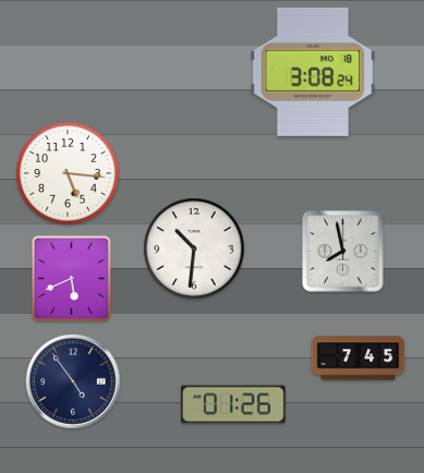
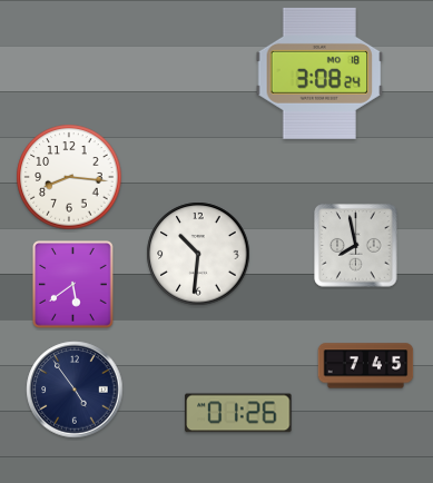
clock at (68, 173): 5:16 -> 8:16
clock at (343, 252) position: (343, 252) -> (356, 246)
clock at (72, 279): 5:41 -> 5:39
